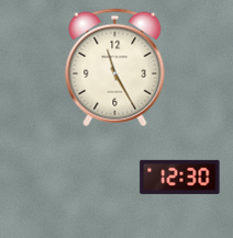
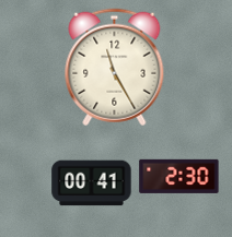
clock at (180, 177): 12:30 -> 2:30
clock at (92, 183): none -> 00:41
